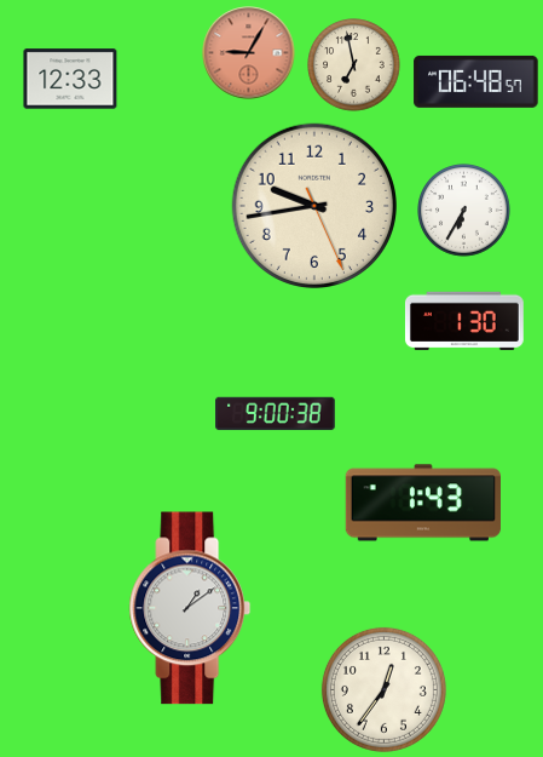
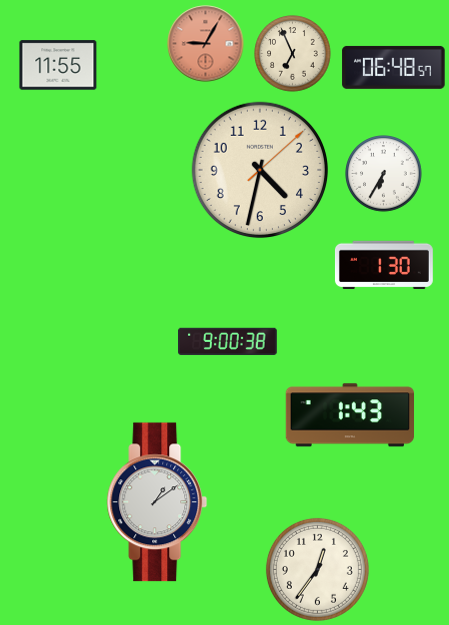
clock at (354, 65): 6:58 -> 6:56
clock at (70, 79): 12:33 -> 11:55
clock at (313, 205): 9:43 -> 4:32
